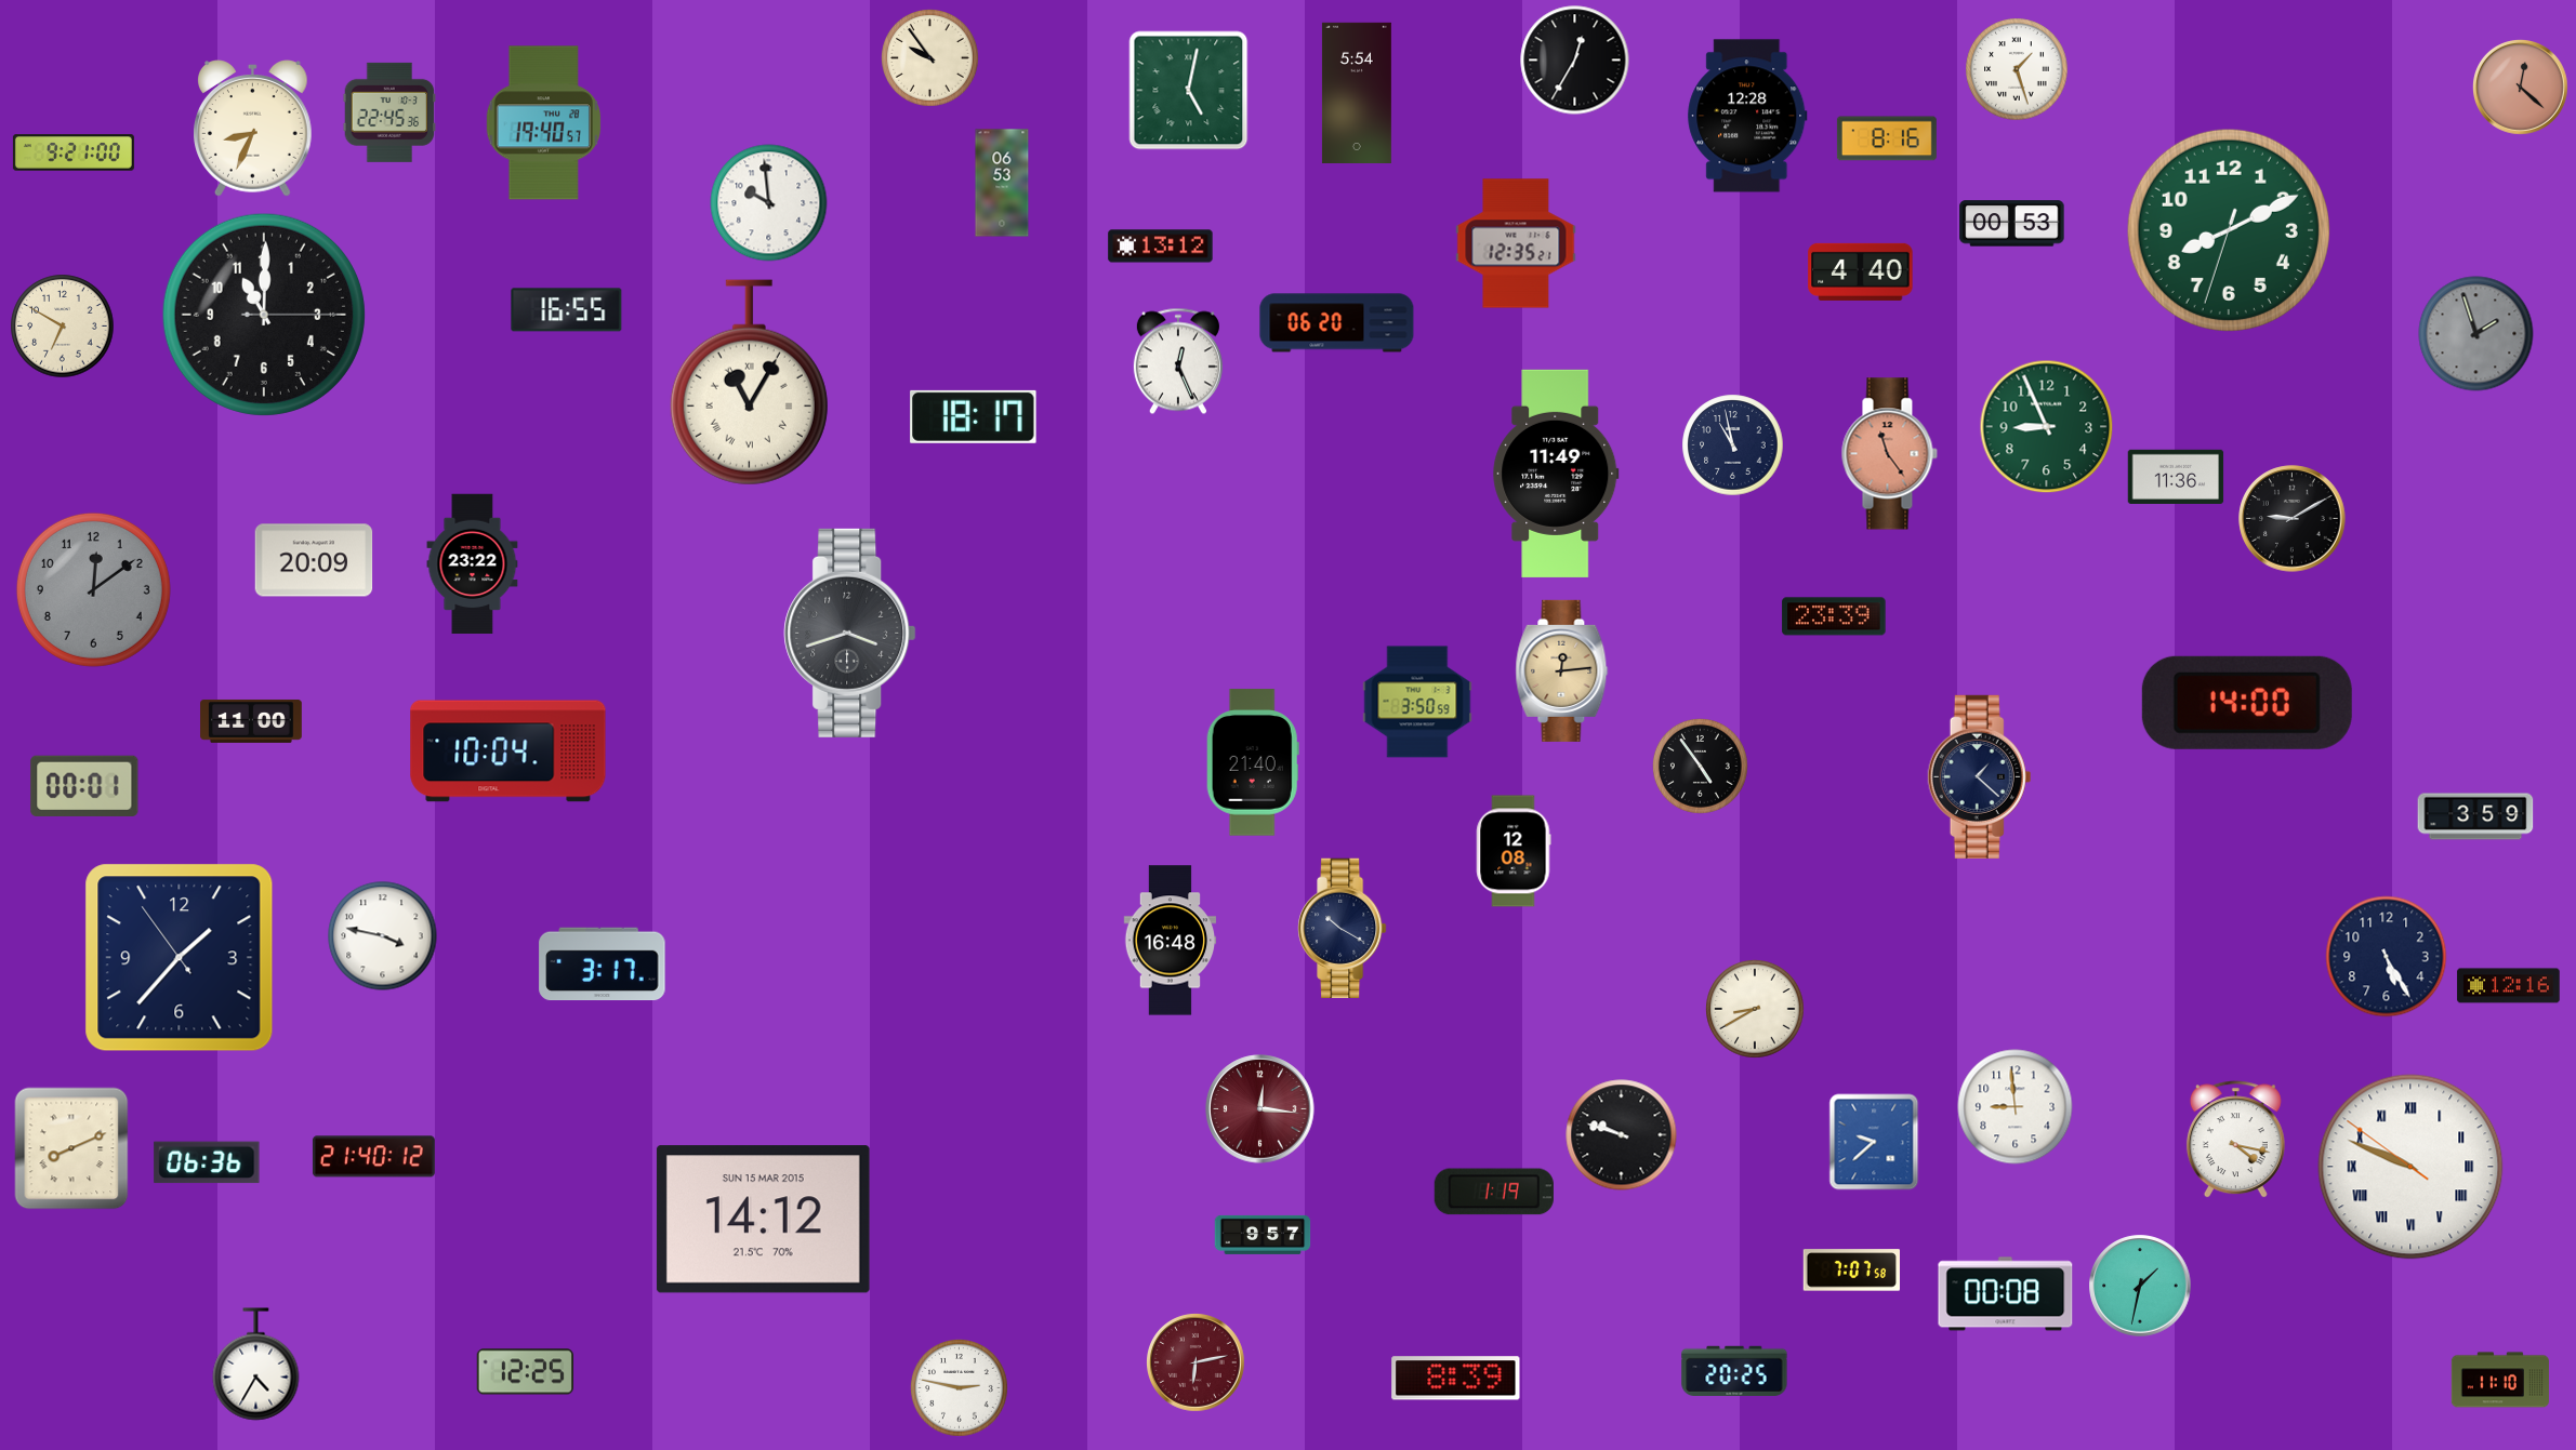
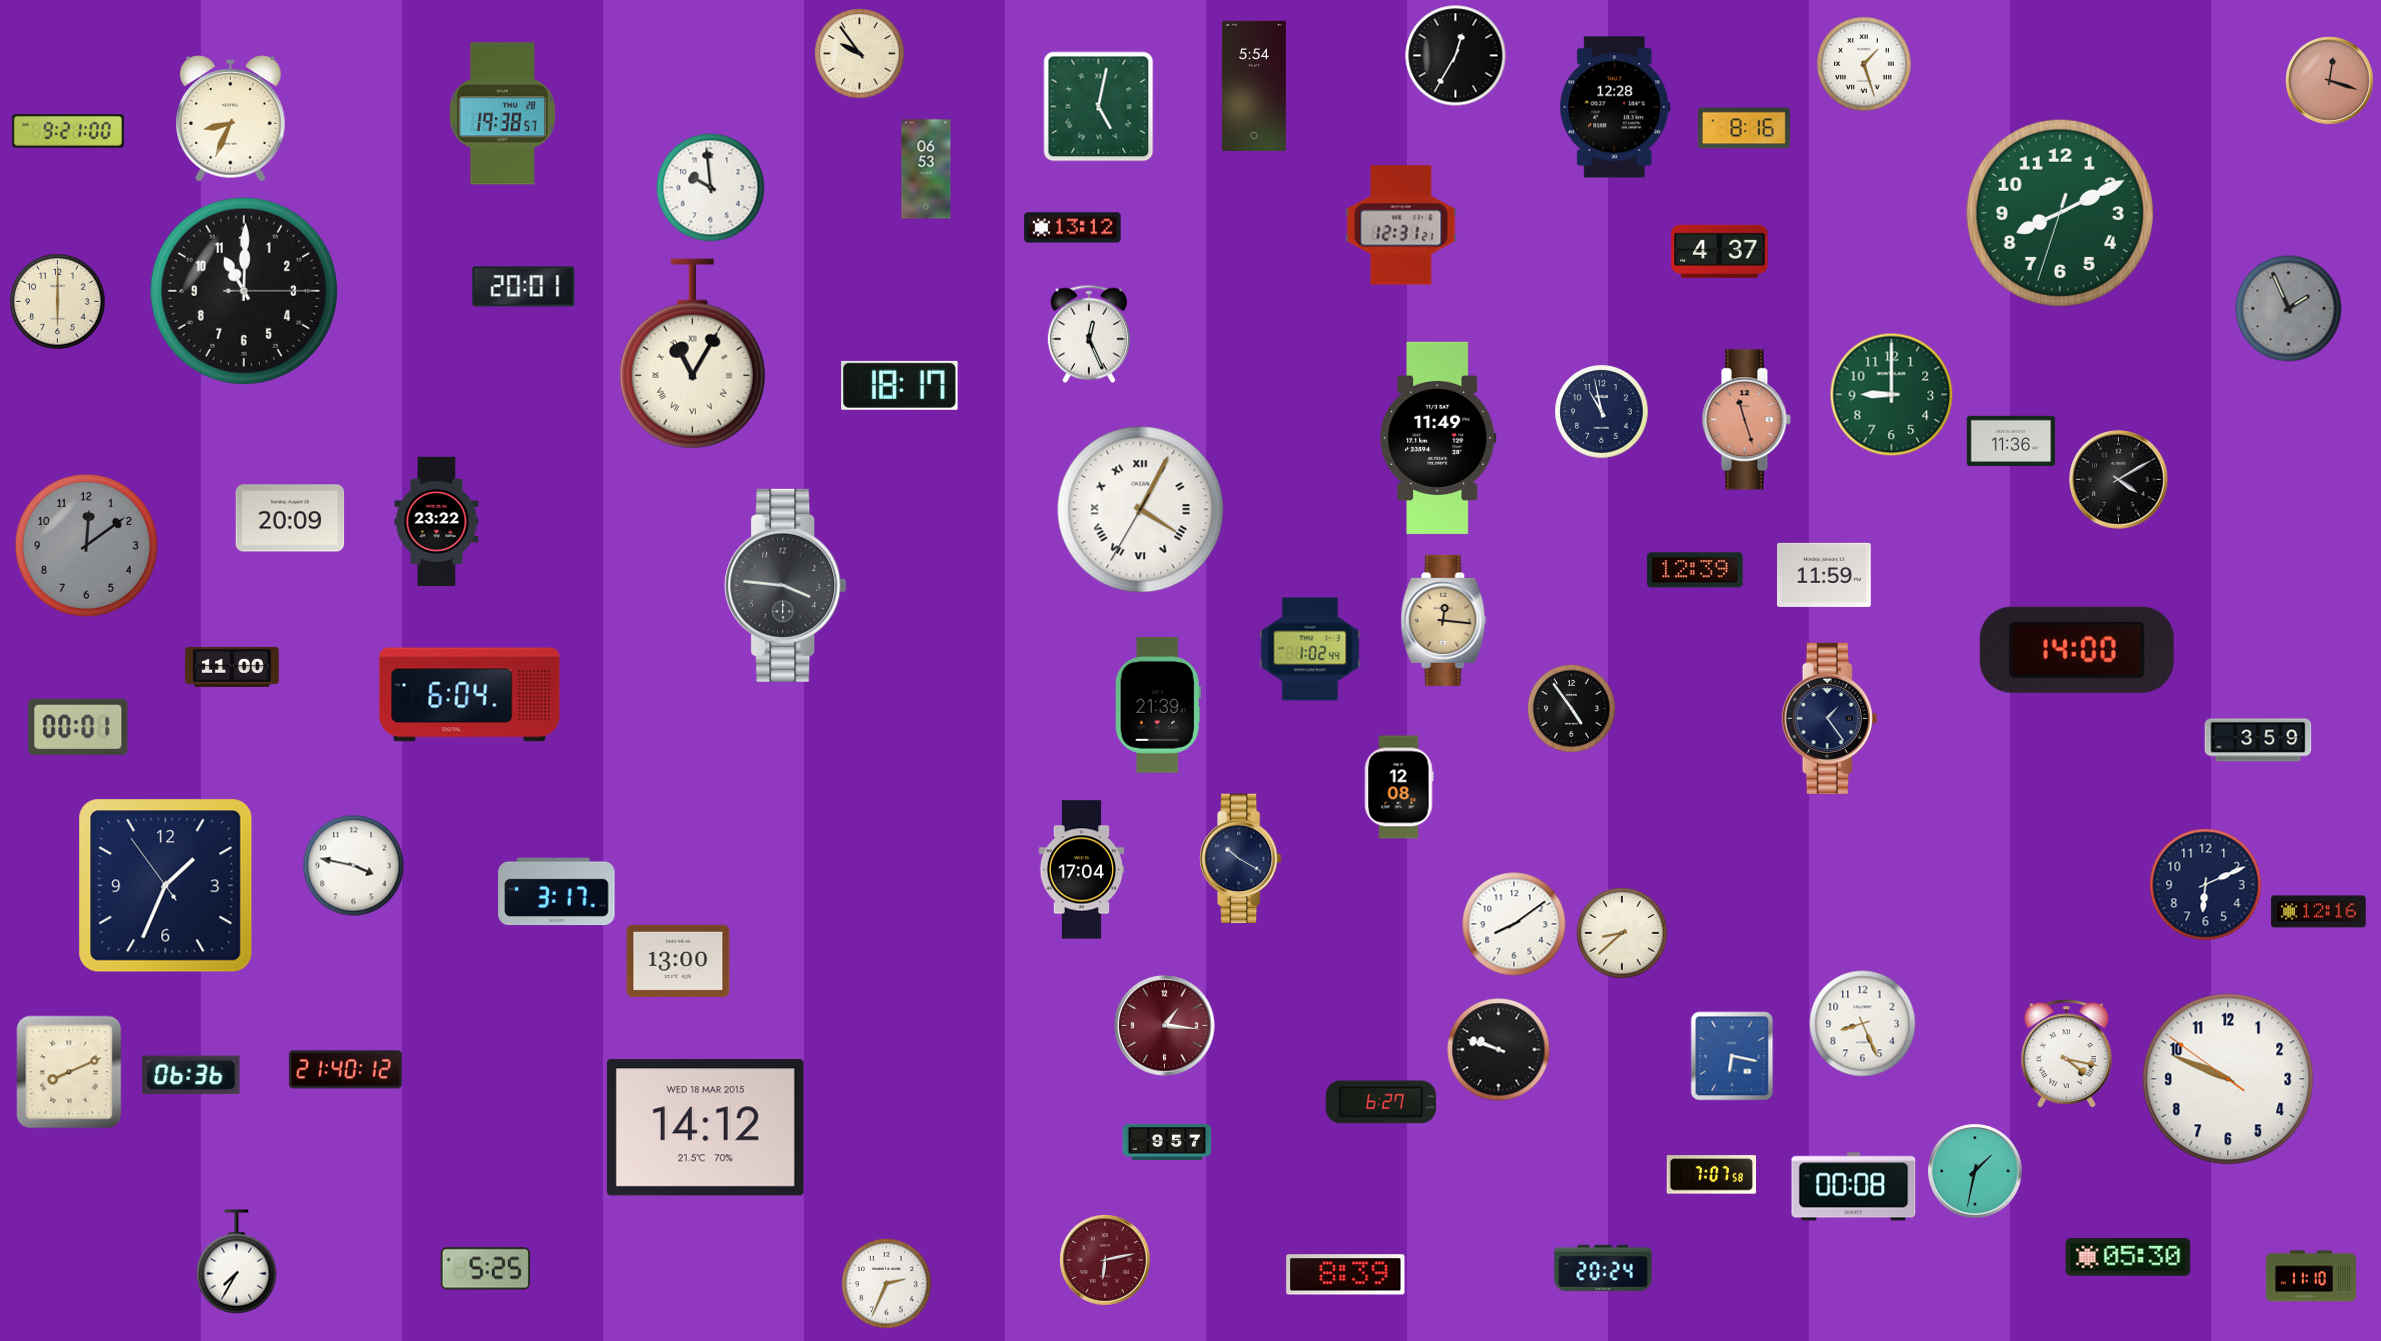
clock at (2521, 88): 12:22 -> 12:18
clock at (1189, 91) position: (1189, 91) -> (1099, 107)
clock at (389, 112): 22:45 -> none
clock at (543, 123): 19:40 -> 19:38
clock at (253, 129) position: (253, 129) -> (231, 119)
clock at (74, 152) position: (74, 152) -> (68, 131)
clock at (2012, 224): 00:53 -> none
clock at (1516, 243): 12:35 -> 12:31
clock at (1861, 271): 4:40 -> 4:37
clock at (567, 310): 16:55 -> 20:01
clock at (1337, 323): 06:20 -> none
clock at (63, 327): 6:50 -> 6:00
clock at (2476, 334): 1:57 -> 1:56
clock at (2047, 427): 8:56 -> 9:00
clock at (1889, 454): 11:24 -> 11:27
clock at (2293, 519): 9:10 -> 4:10
clock at (1141, 510): none -> 4:04
clock at (1834, 616): 23:39 -> 12:39
clock at (1825, 575): none -> 11:59
clock at (850, 633): 3:42 -> 3:46
clock at (1562, 670): 12:14 -> 12:16
clock at (1417, 702): 3:50 -> 1:02
clock at (508, 751): 10:04 -> 6:04
clock at (1253, 762): 21:40 -> 21:39
clock at (1980, 776): 1:22 -> 1:24
clock at (2475, 816) position: (2475, 816) -> (2258, 740)
clock at (1171, 941): 16:48 -> 17:04
clock at (2387, 957): 5:25 -> 6:11
clock at (180, 958): 1:36 -> 1:33
clock at (1514, 924): none -> 8:09
clock at (1755, 1009): 8:40 -> 8:38
clock at (678, 961): none -> 13:00
clock at (2016, 1107): 8:59 -> 8:26
clock at (1260, 1109): 12:16 -> 1:16
clock at (1874, 1142): 9:38 -> 6:17
clock at (71, 1148) position: (71, 1148) -> (69, 1072)
clock at (2410, 1167) numerals: Roman -> Arabic
clock at (1494, 1192): 1:19 -> 6:27
clock at (763, 1220) date: SUN 15 MAR 2015 -> WED 18 MAR 2015
clock at (2140, 1286) position: (2140, 1286) -> (1975, 1171)
clock at (2006, 1294) position: (2006, 1294) -> (1854, 1187)
clock at (2128, 1258): none -> 05:30
clock at (256, 1365): 4:35 -> 7:35
clock at (1734, 1370): 20:25 -> 20:24
clock at (525, 1372): 12:25 -> 5:25
clock at (960, 1388): 2:47 -> 2:34
